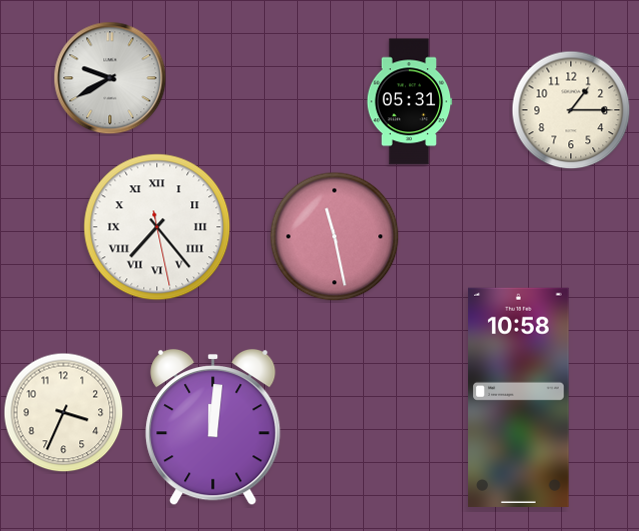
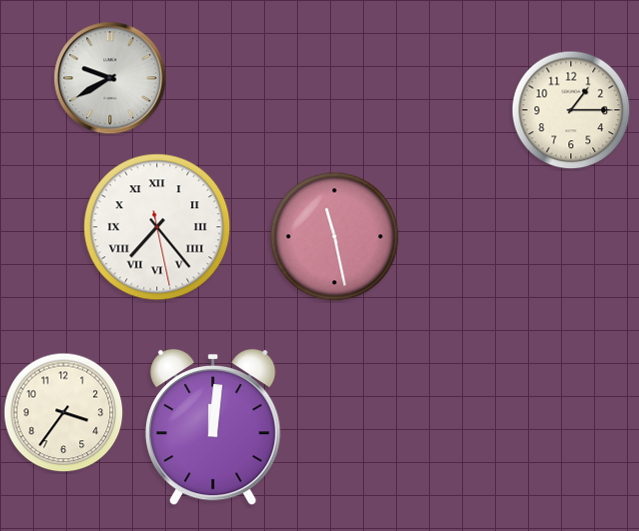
clock at (410, 102): 05:31 -> none
clock at (519, 397): 10:58 -> none
clock at (64, 413): 3:34 -> 3:36
